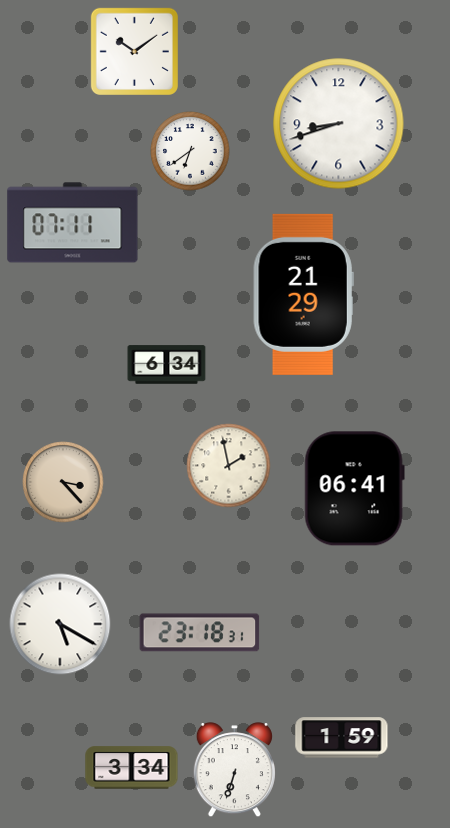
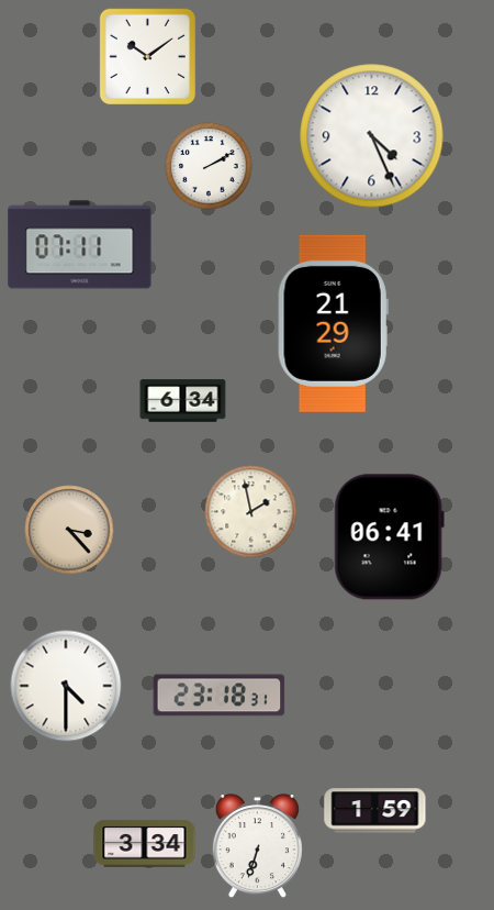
clock at (339, 124): 8:42 -> 4:26
clock at (190, 151): 6:39 -> 2:10
clock at (60, 624): 5:20 -> 4:30
